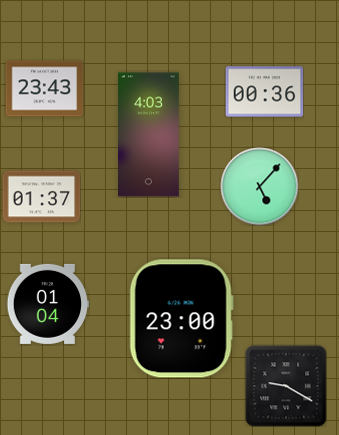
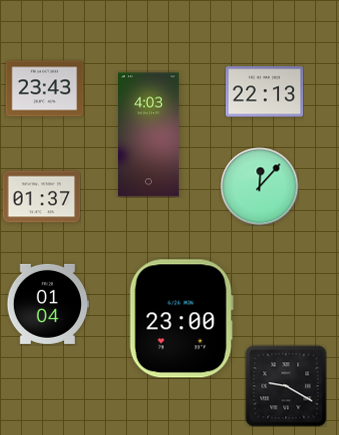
clock at (264, 92): 00:36 -> 22:13
clock at (259, 186): 5:07 -> 12:07
